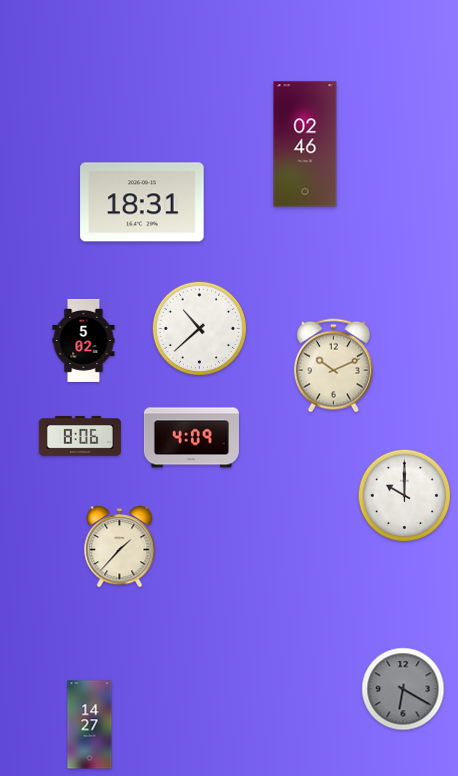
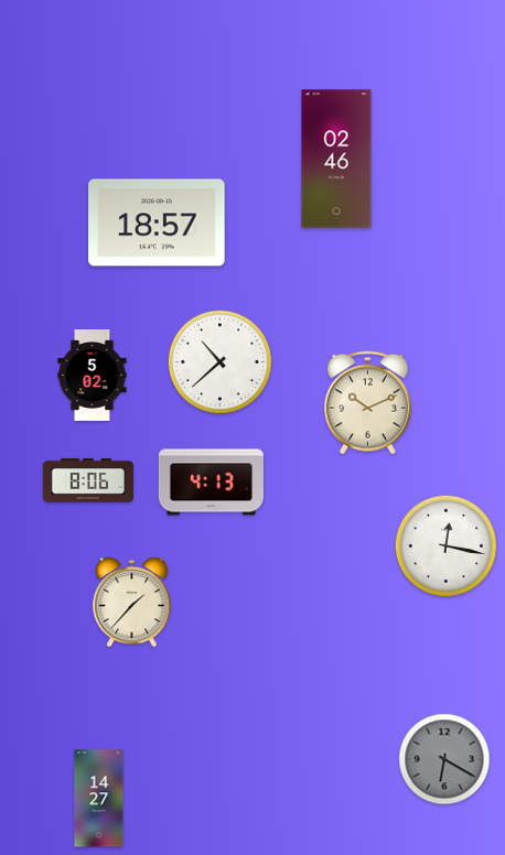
clock at (142, 202): 18:31 -> 18:57
clock at (191, 438): 4:09 -> 4:13
clock at (405, 496): 10:00 -> 12:17
